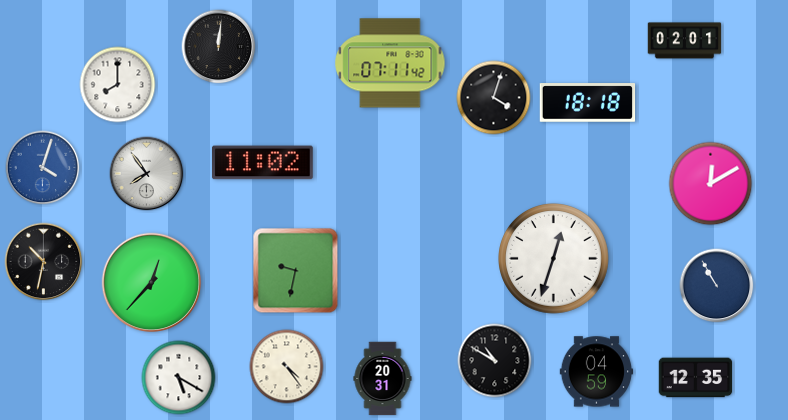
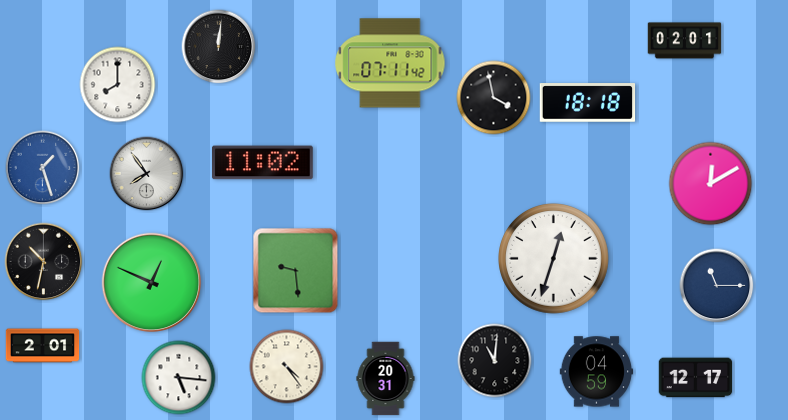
clock at (494, 98): 4:03 -> 3:58
clock at (43, 168): 4:03 -> 1:27
clock at (296, 271): 9:32 -> 9:29
clock at (152, 283): 12:37 -> 12:49
clock at (717, 286): 10:55 -> 11:15
clock at (43, 346): none -> 2:01
clock at (495, 361): 10:50 -> 11:01
clock at (179, 378): 5:20 -> 5:16
clock at (696, 378): 12:35 -> 12:17
clock at (383, 379) position: (383, 379) -> (386, 379)
